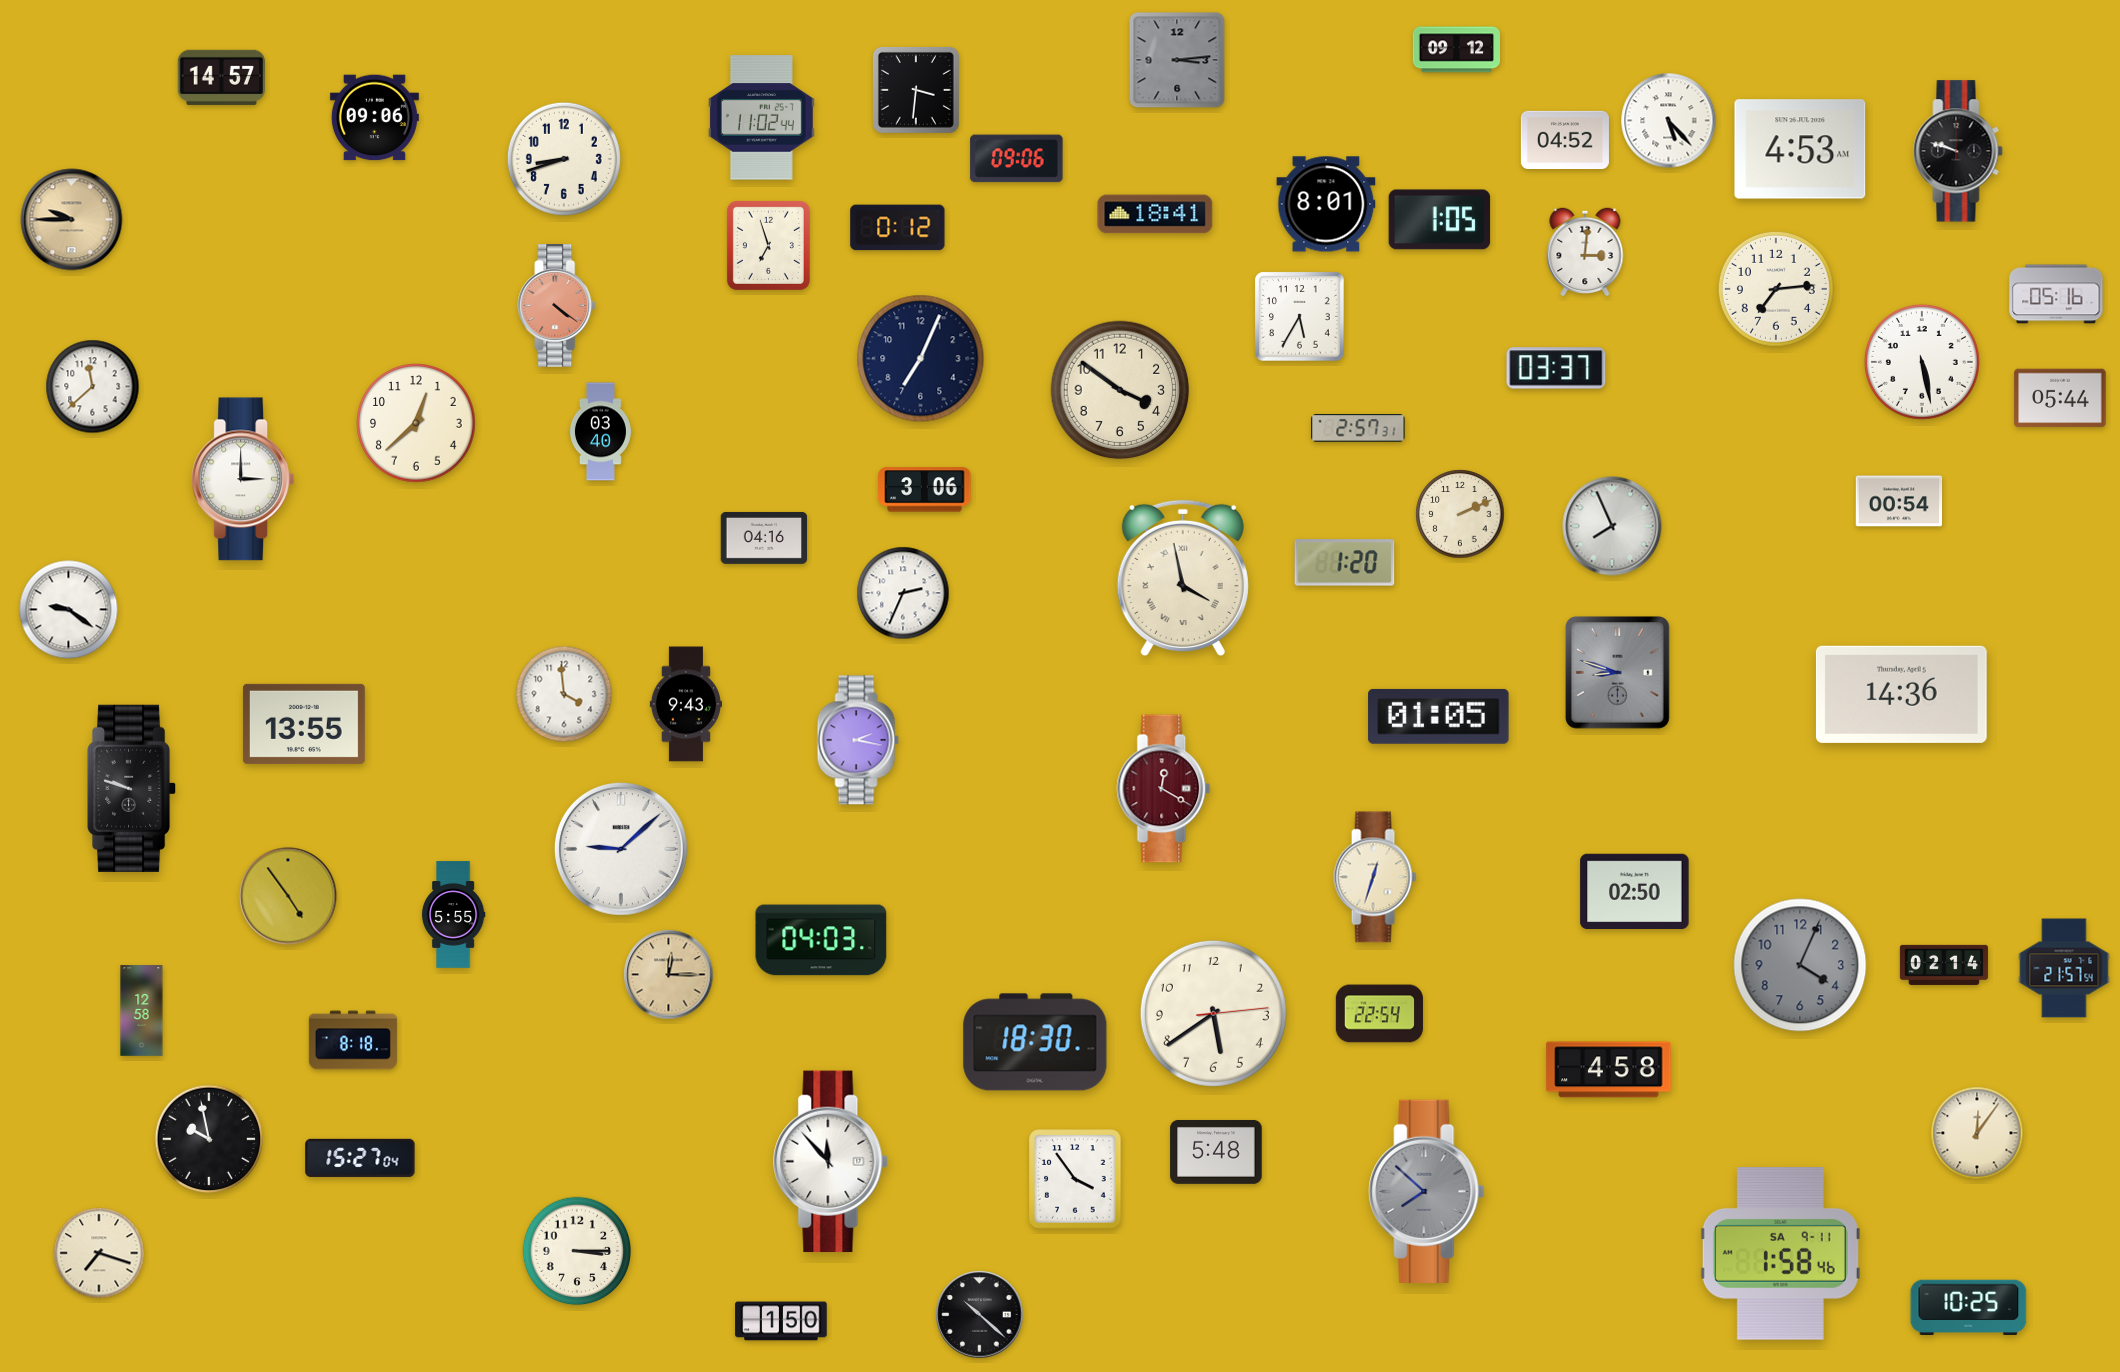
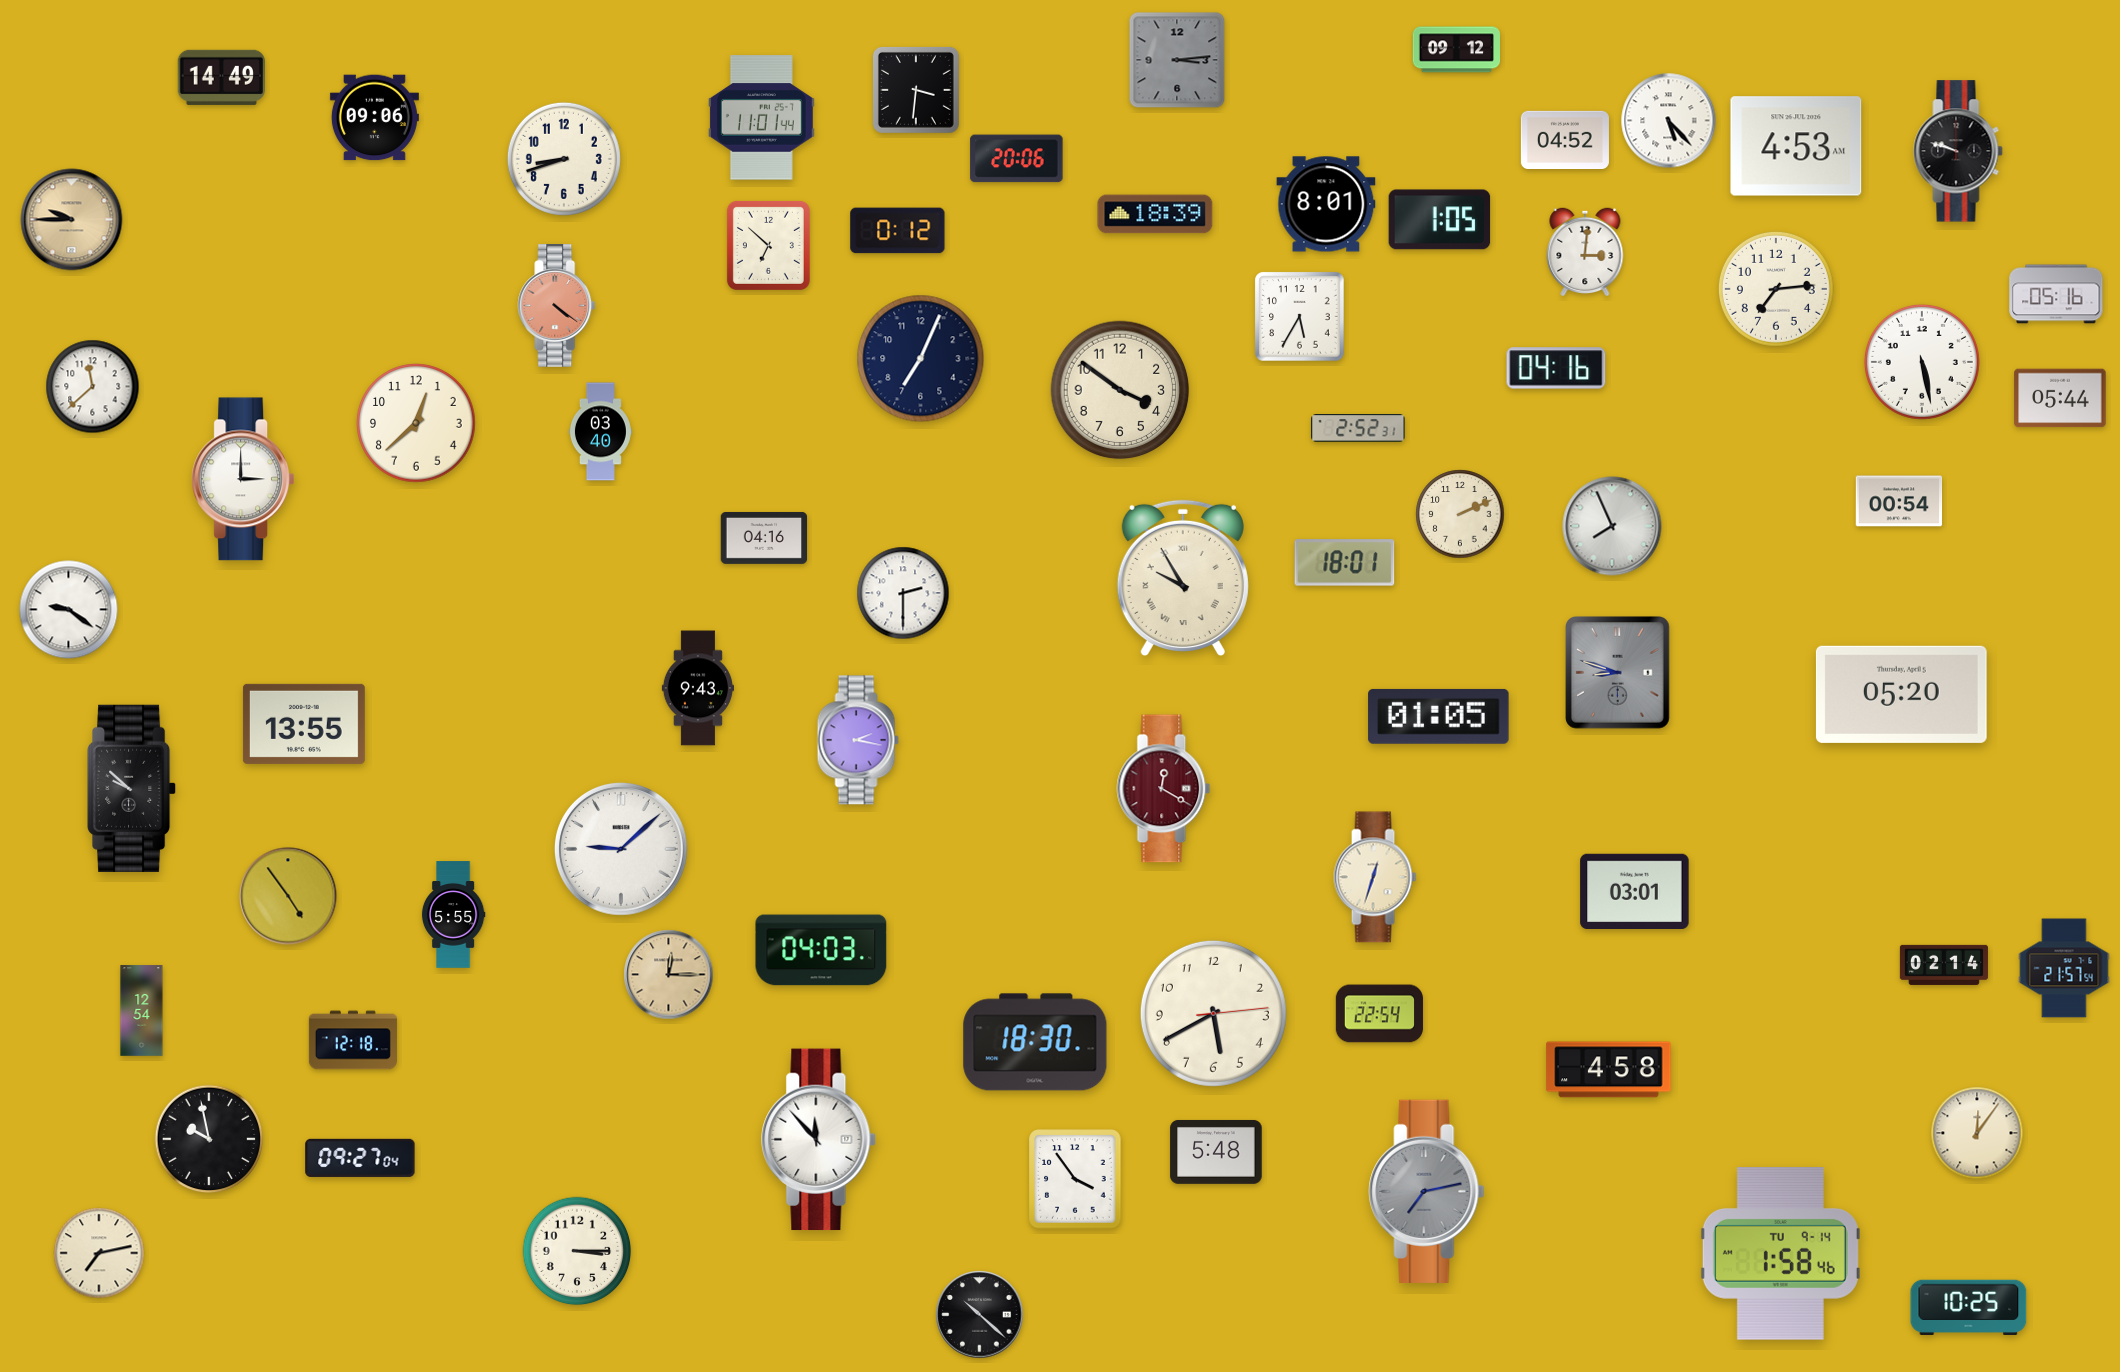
clock at (221, 77): 14:57 -> 14:49
clock at (761, 118): 11:02 -> 11:01
clock at (1800, 149) position: (1800, 149) -> (1796, 146)
clock at (1017, 159): 09:06 -> 20:06
clock at (1155, 214): 18:41 -> 18:39
clock at (898, 228) position: (898, 228) -> (898, 231)
clock at (768, 245): 6:57 -> 6:52
clock at (1556, 368): 03:37 -> 04:16
clock at (1358, 428): 2:57 -> 2:52
clock at (925, 490): 3:06 -> none
clock at (1345, 563): 1:20 -> 18:01
clock at (1183, 578): 3:58 -> 9:55
clock at (903, 593): 2:34 -> 2:30
clock at (564, 694): 3:59 -> none
clock at (1901, 694): 14:36 -> 05:20
clock at (686, 704) position: (686, 704) -> (698, 688)
clock at (133, 788): 9:48 -> 9:52
clock at (1635, 891): 02:50 -> 03:01
clock at (821, 940) position: (821, 940) -> (821, 950)
clock at (1800, 965): 4:04 -> none
clock at (142, 1011): 12:58 -> 12:54
clock at (1213, 1013): 5:39 -> 5:40
clock at (353, 1040): 8:18 -> 12:18
clock at (360, 1158): 15:27 -> 09:27
clock at (831, 1162) position: (831, 1162) -> (819, 1140)
clock at (1427, 1191): 7:52 -> 7:13
clock at (99, 1253): 7:18 -> 7:13
clock at (1780, 1254) date: SA 9-11 -> TU 9-14
clock at (781, 1321): 1:50 -> none
